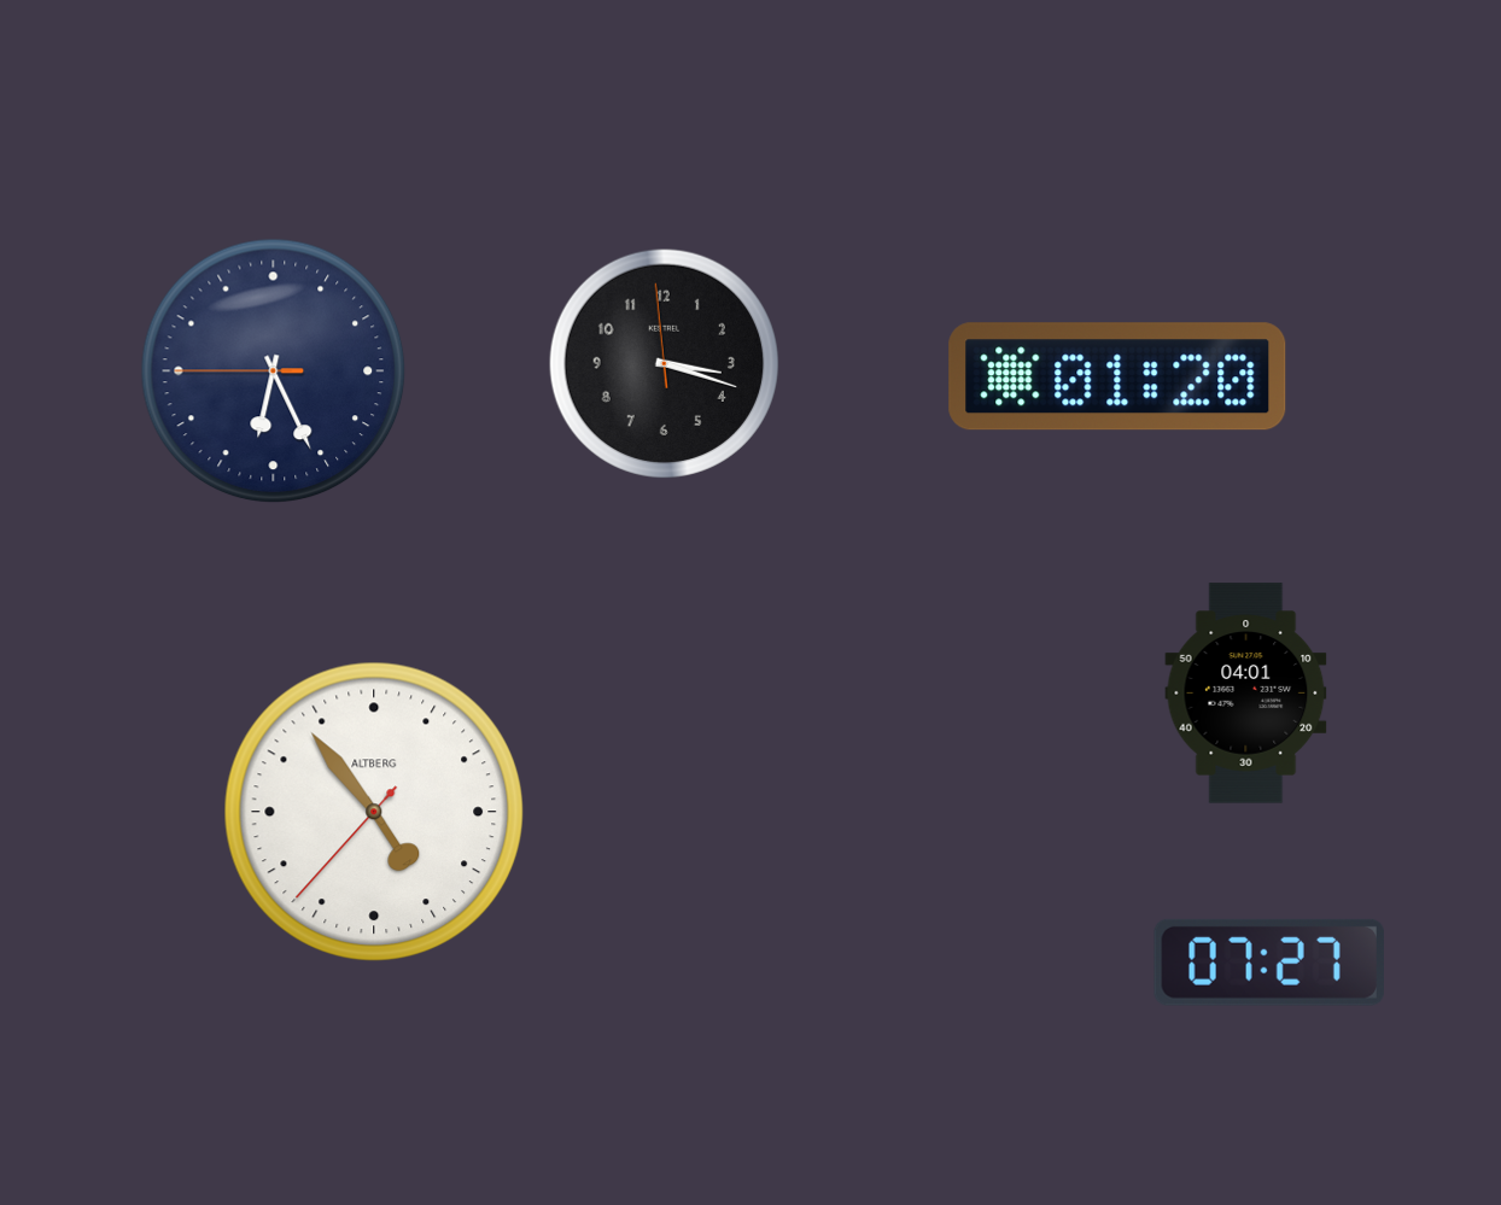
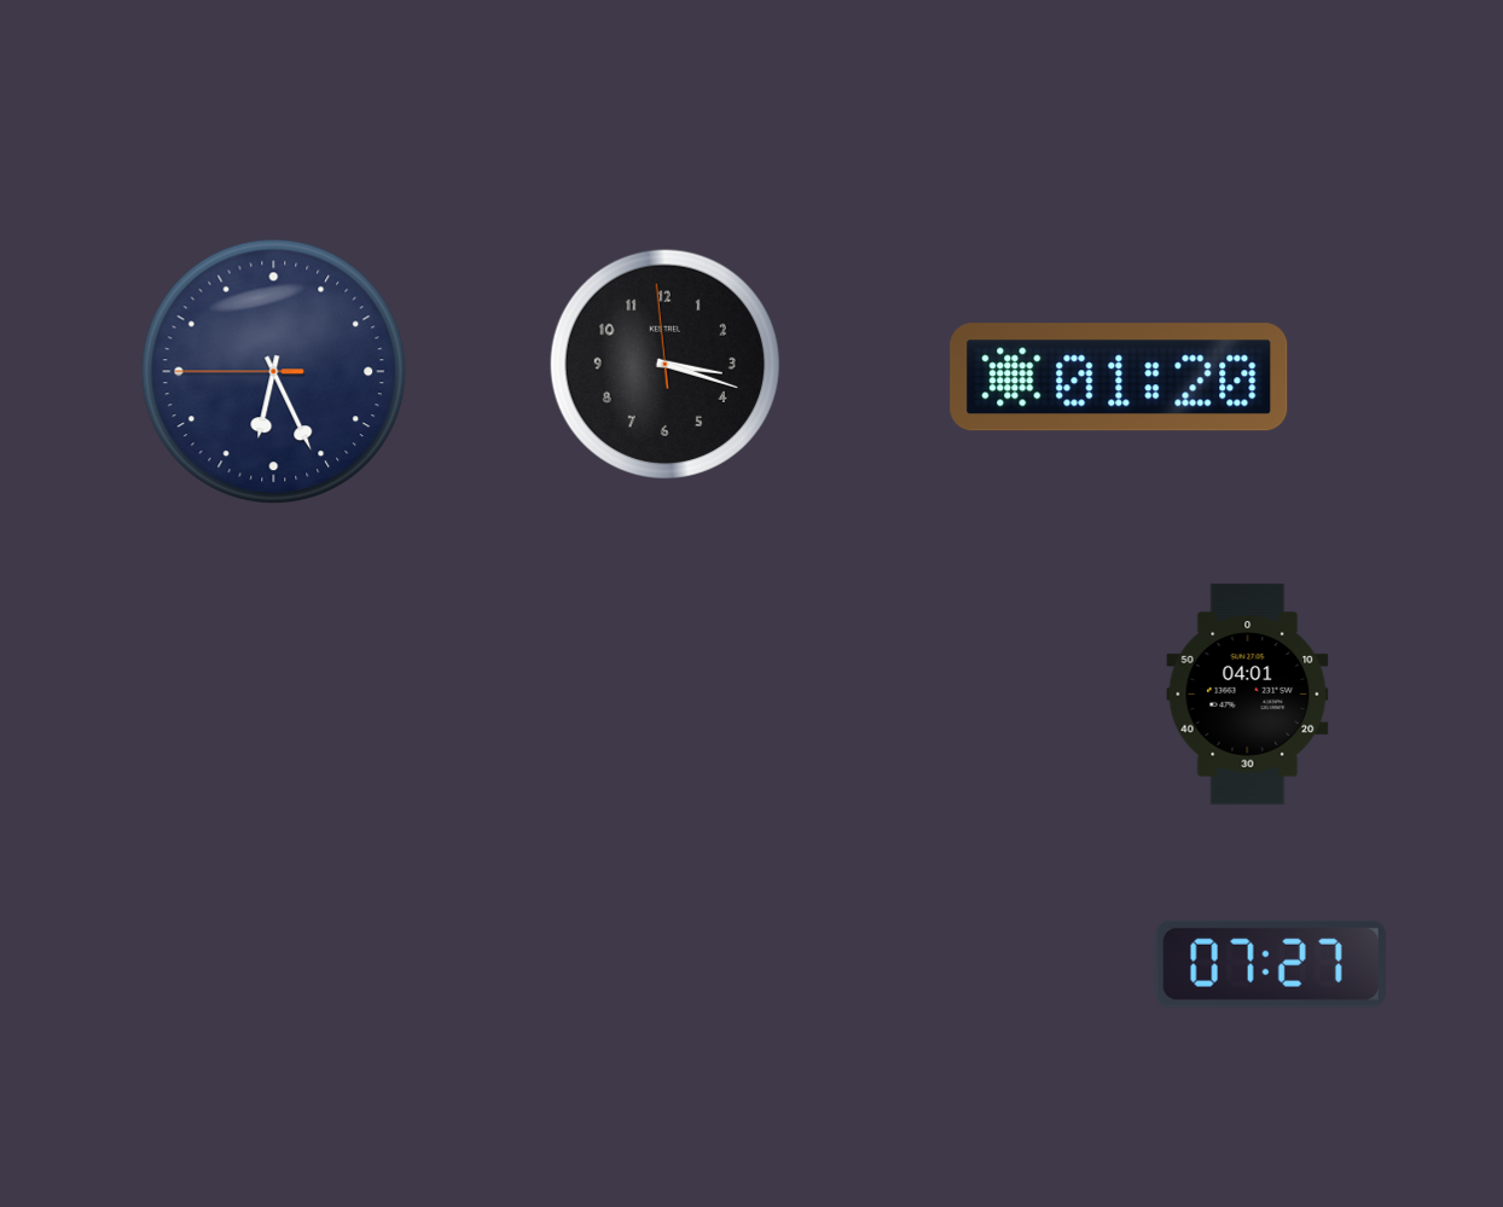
clock at (374, 812): 4:53 -> none
